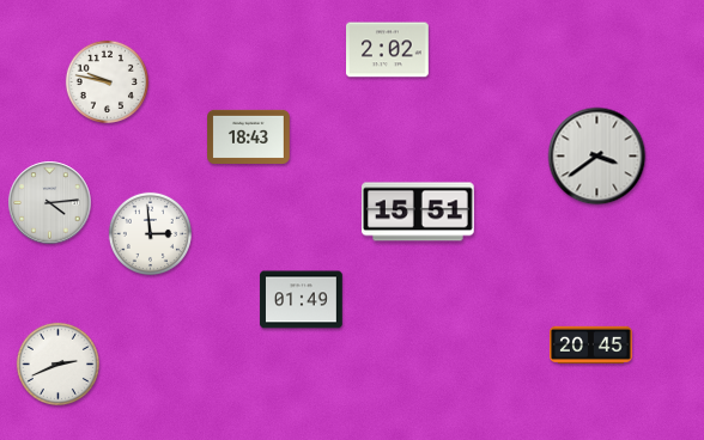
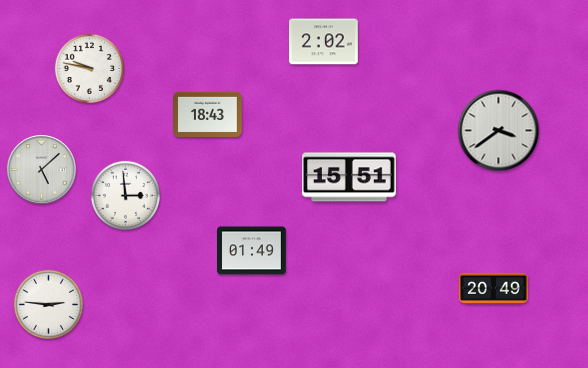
clock at (50, 203): 4:14 -> 5:08
clock at (591, 344): 20:45 -> 20:49
clock at (57, 363): 2:41 -> 2:46
